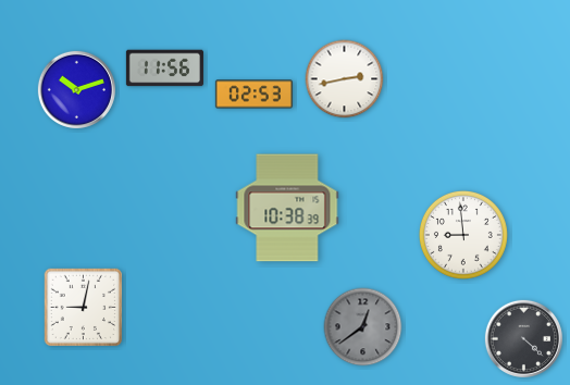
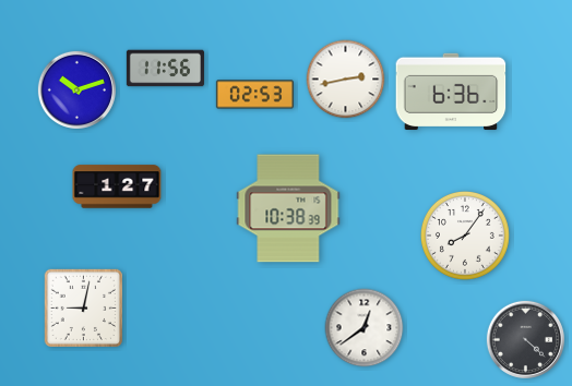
clock at (451, 92): none -> 6:36
clock at (117, 186): none -> 1:27
clock at (463, 235): 8:59 -> 8:06
clock at (363, 327) dial: grey -> white
